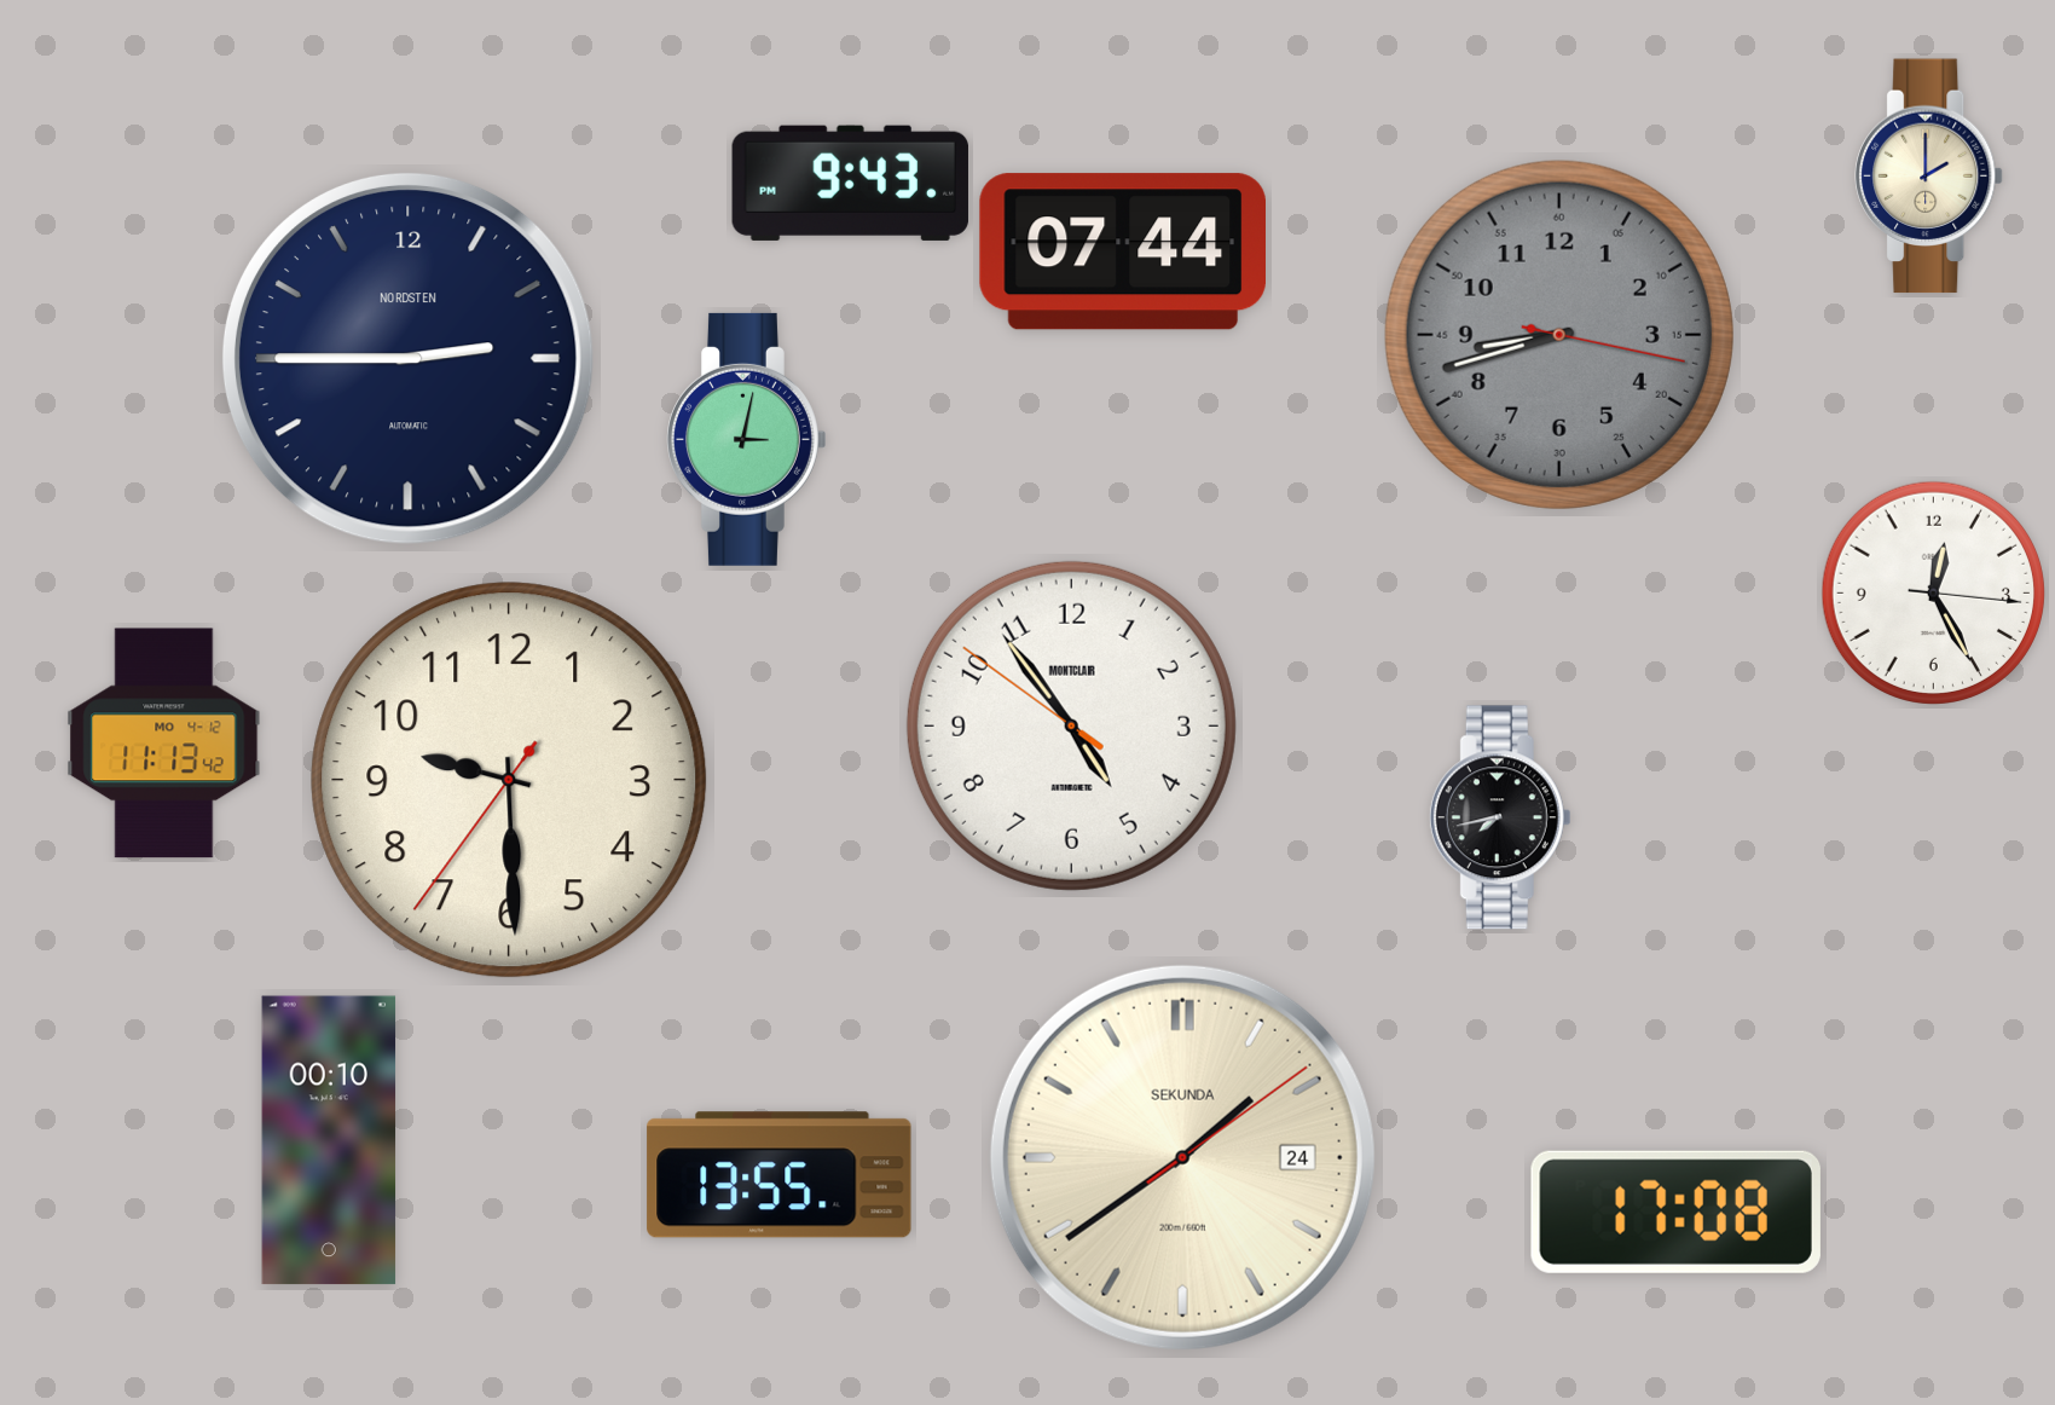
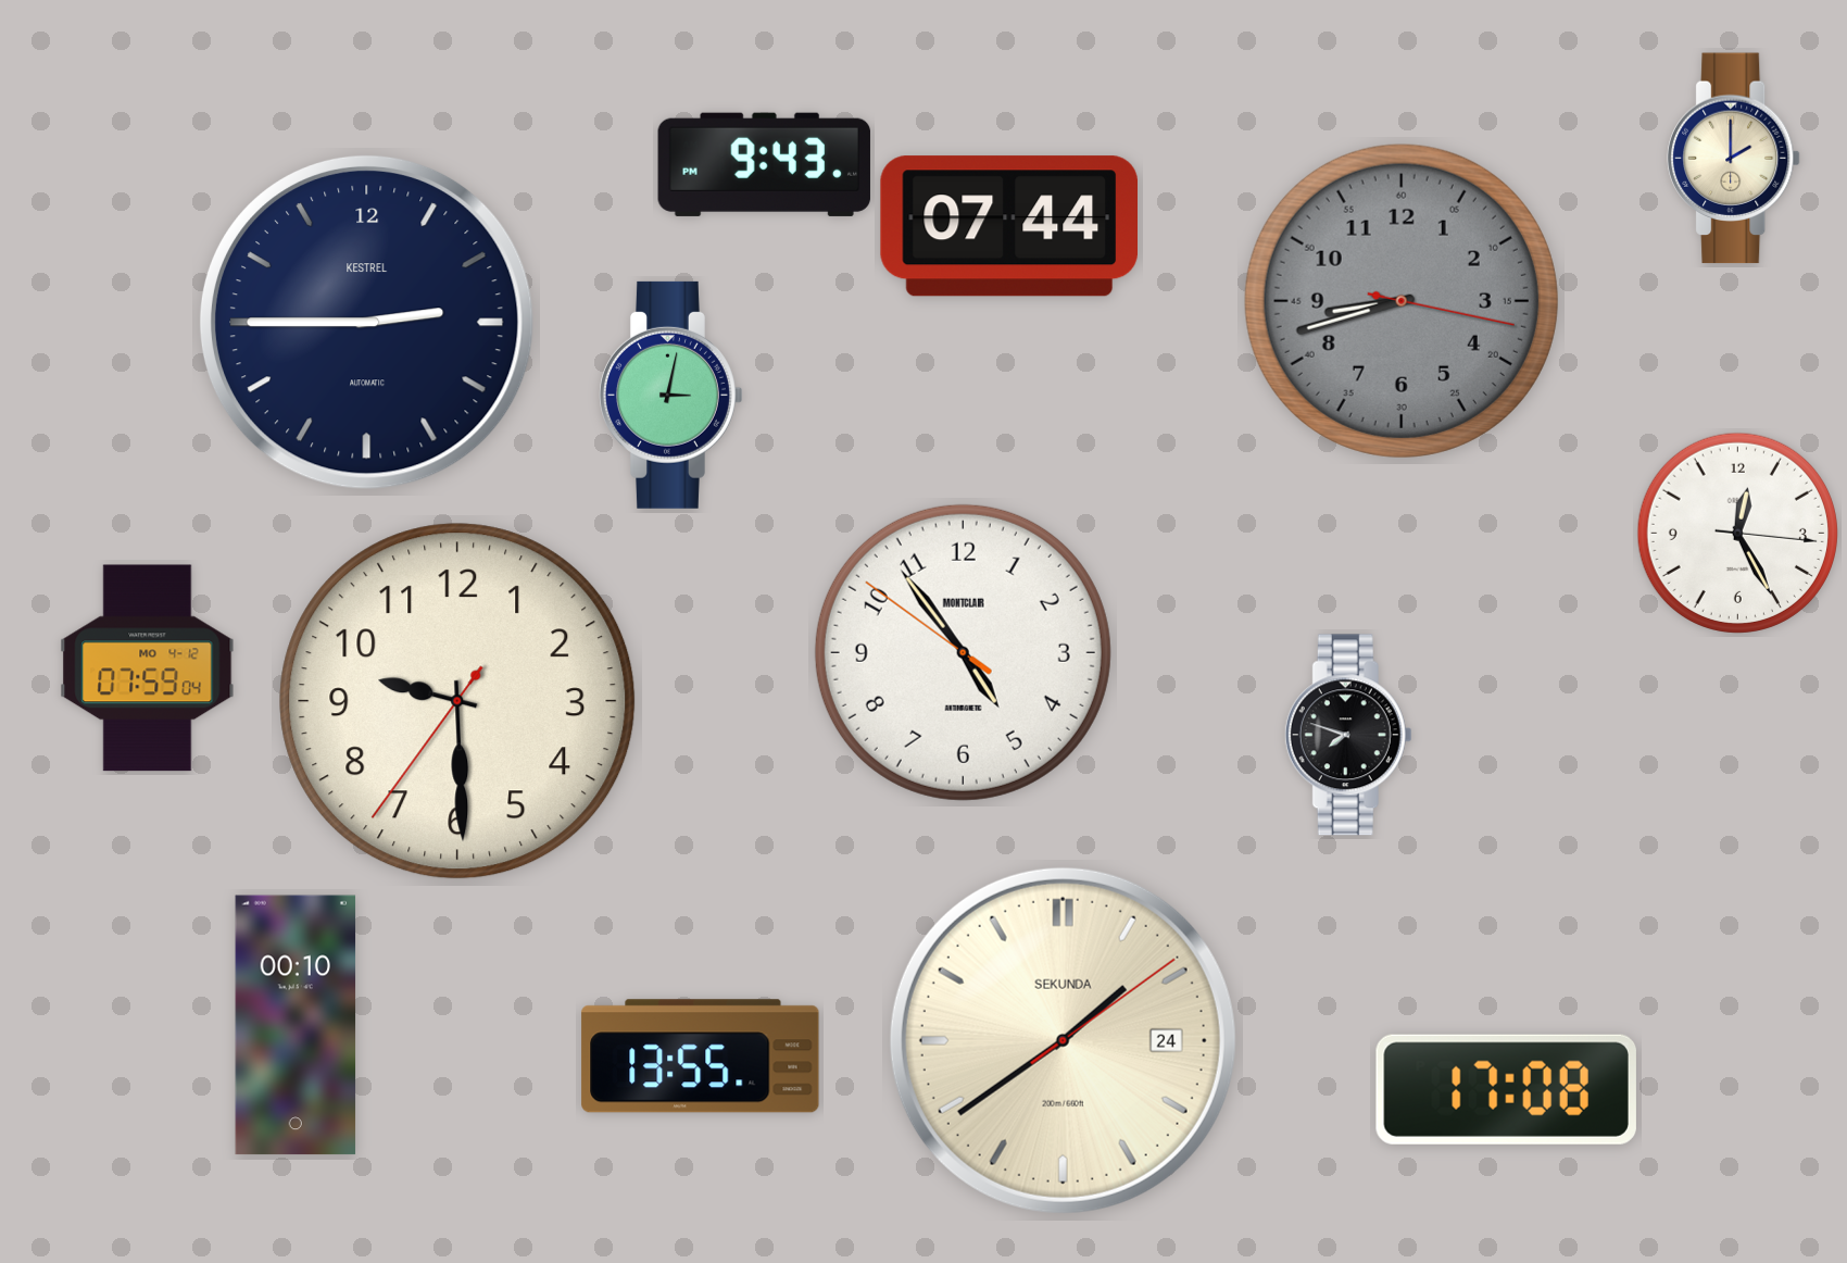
clock at (407, 358) brand: NORDSTEN -> KESTREL
clock at (164, 744): 11:13 -> 07:59
clock at (1500, 817): 7:43 -> 7:48
